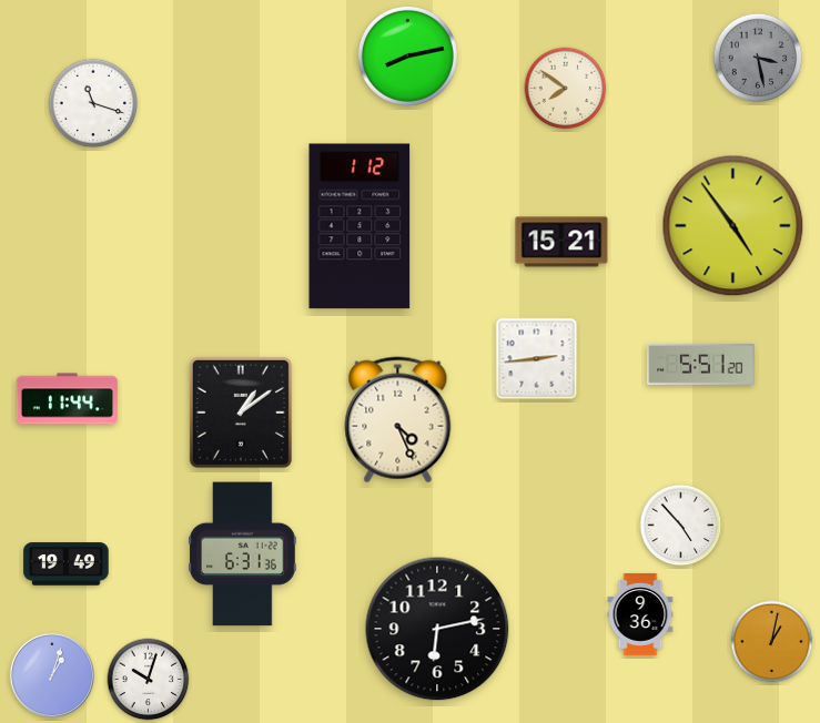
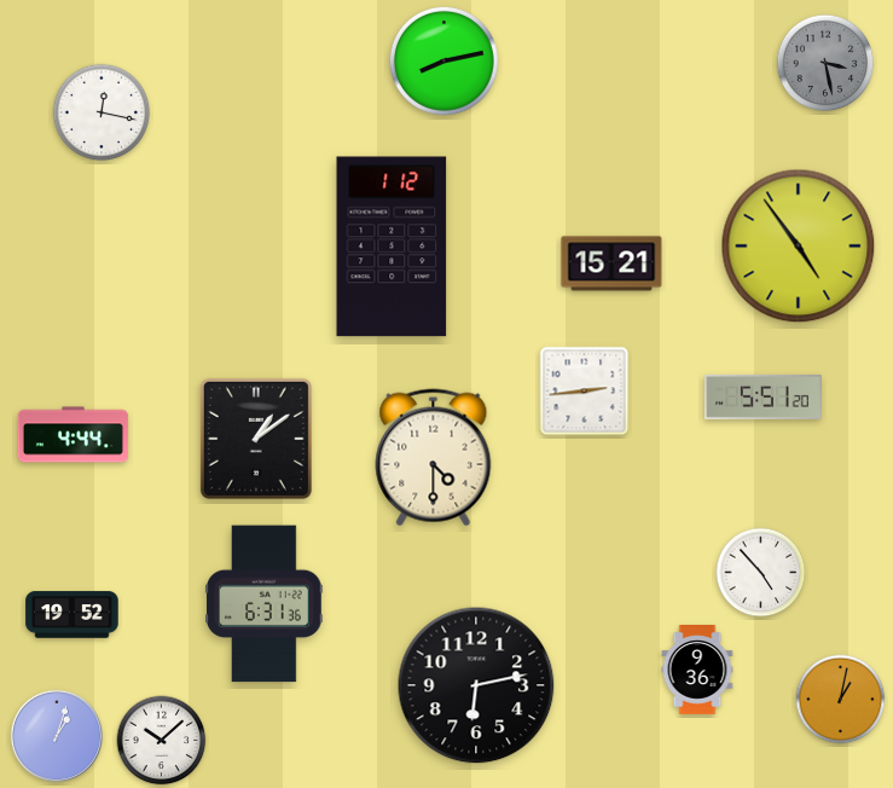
clock at (566, 89): 7:51 -> none
clock at (93, 103): 11:18 -> 12:17
clock at (68, 399): 11:44 -> 4:44
clock at (241, 413) position: (241, 413) -> (256, 439)
clock at (398, 420): 4:26 -> 4:30
clock at (681, 526) position: (681, 526) -> (761, 573)
clock at (67, 564): 19:49 -> 19:52
clock at (149, 680): 10:03 -> 10:08
